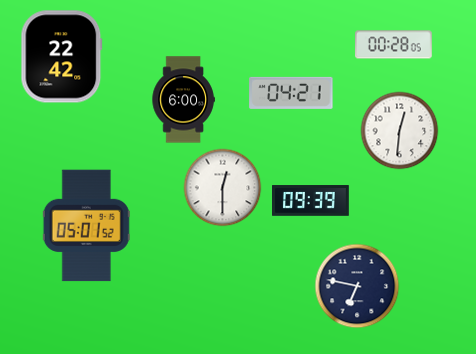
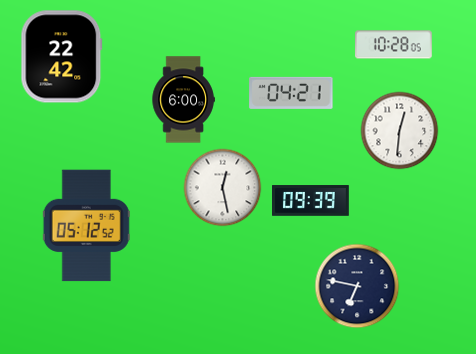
clock at (394, 45): 00:28 -> 10:28
clock at (222, 187): 12:30 -> 12:28
clock at (86, 226): 05:01 -> 05:12
